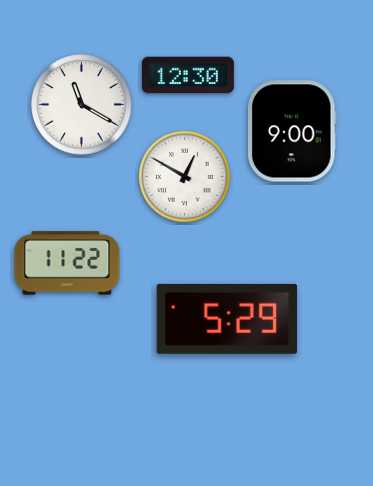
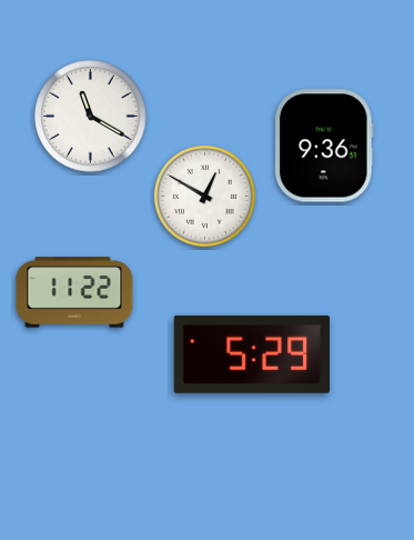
clock at (188, 75): 12:30 -> none
clock at (292, 131): 9:00 -> 9:36
